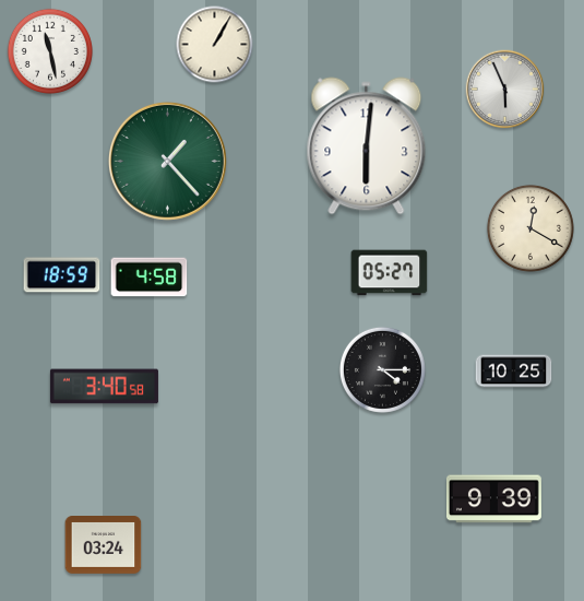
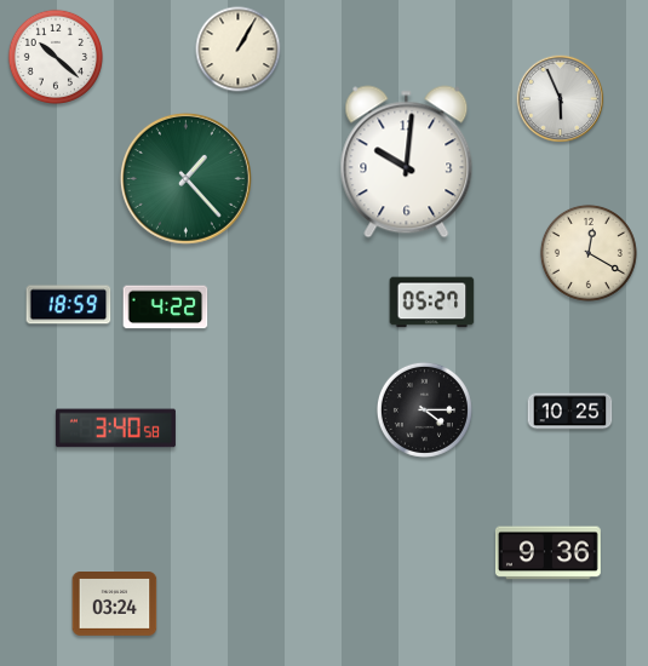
clock at (50, 51): 11:28 -> 10:22
clock at (367, 146): 6:01 -> 10:01
clock at (150, 278): 4:58 -> 4:22
clock at (493, 499): 9:39 -> 9:36
